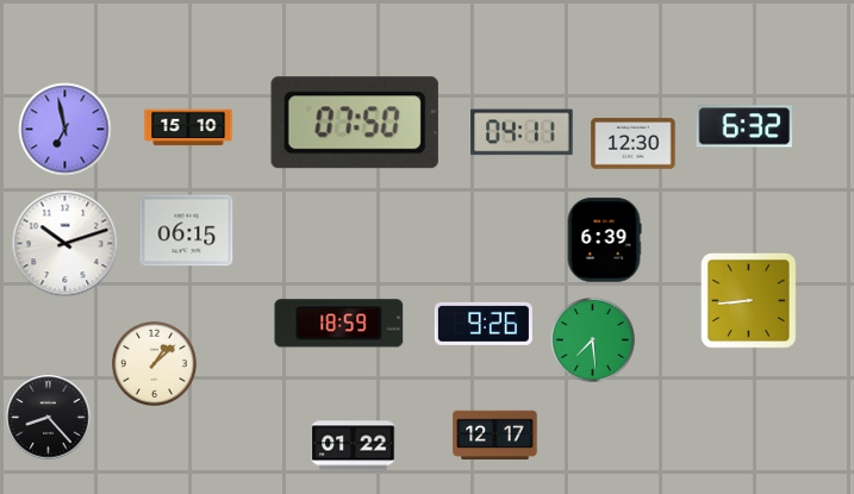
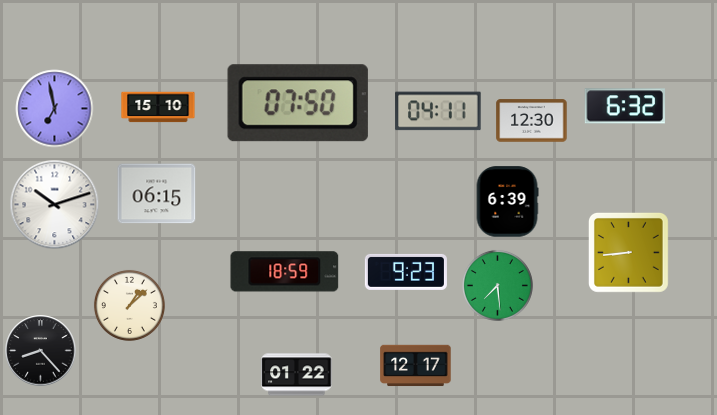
clock at (484, 324): 9:26 -> 9:23
